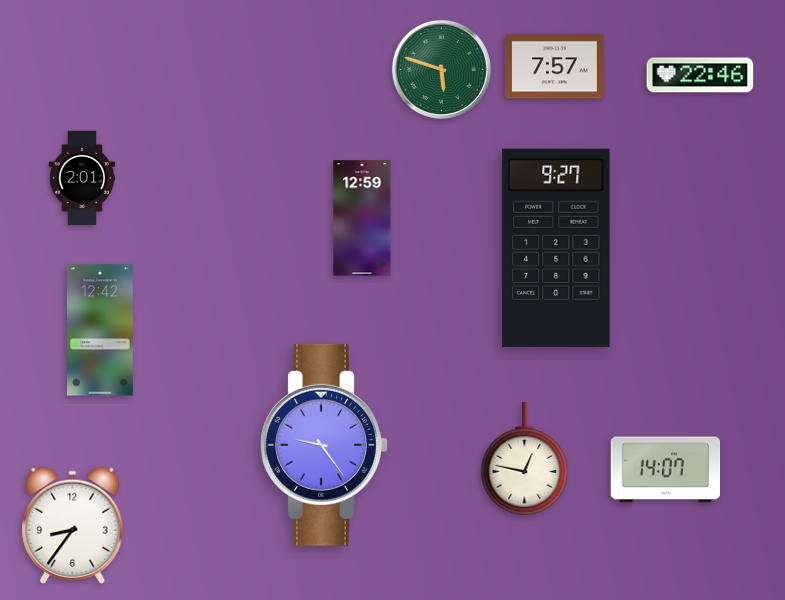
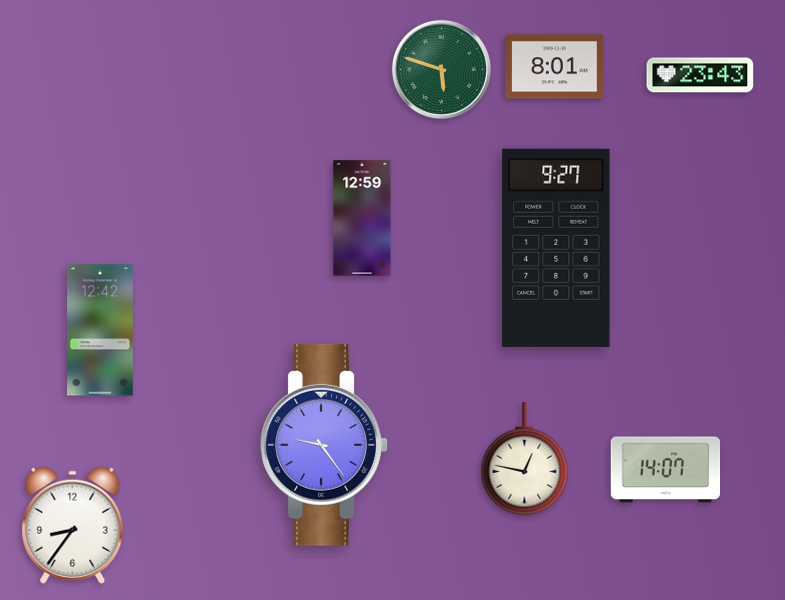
clock at (555, 67): 7:57 -> 8:01
clock at (700, 75): 22:46 -> 23:43
clock at (82, 178): 2:01 -> none
